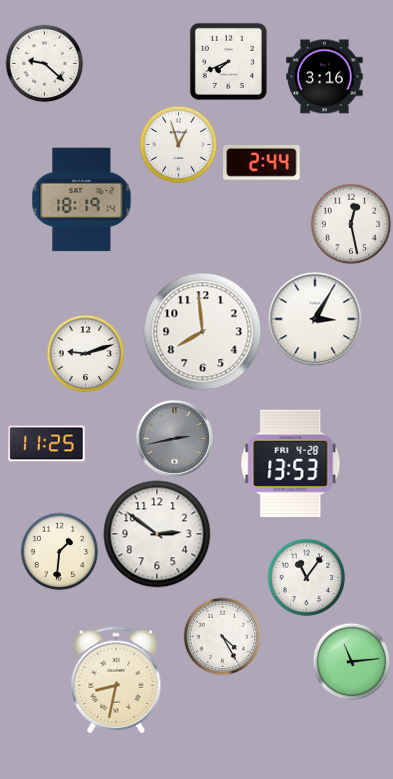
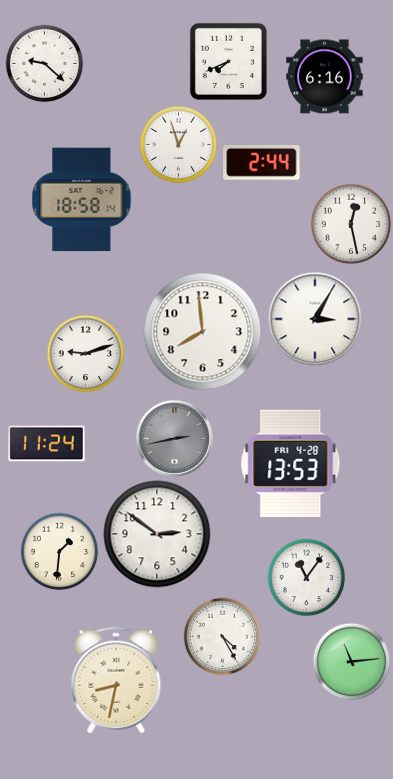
clock at (325, 77): 3:16 -> 6:16
clock at (82, 200): 18:19 -> 18:58
clock at (47, 444): 11:25 -> 11:24
